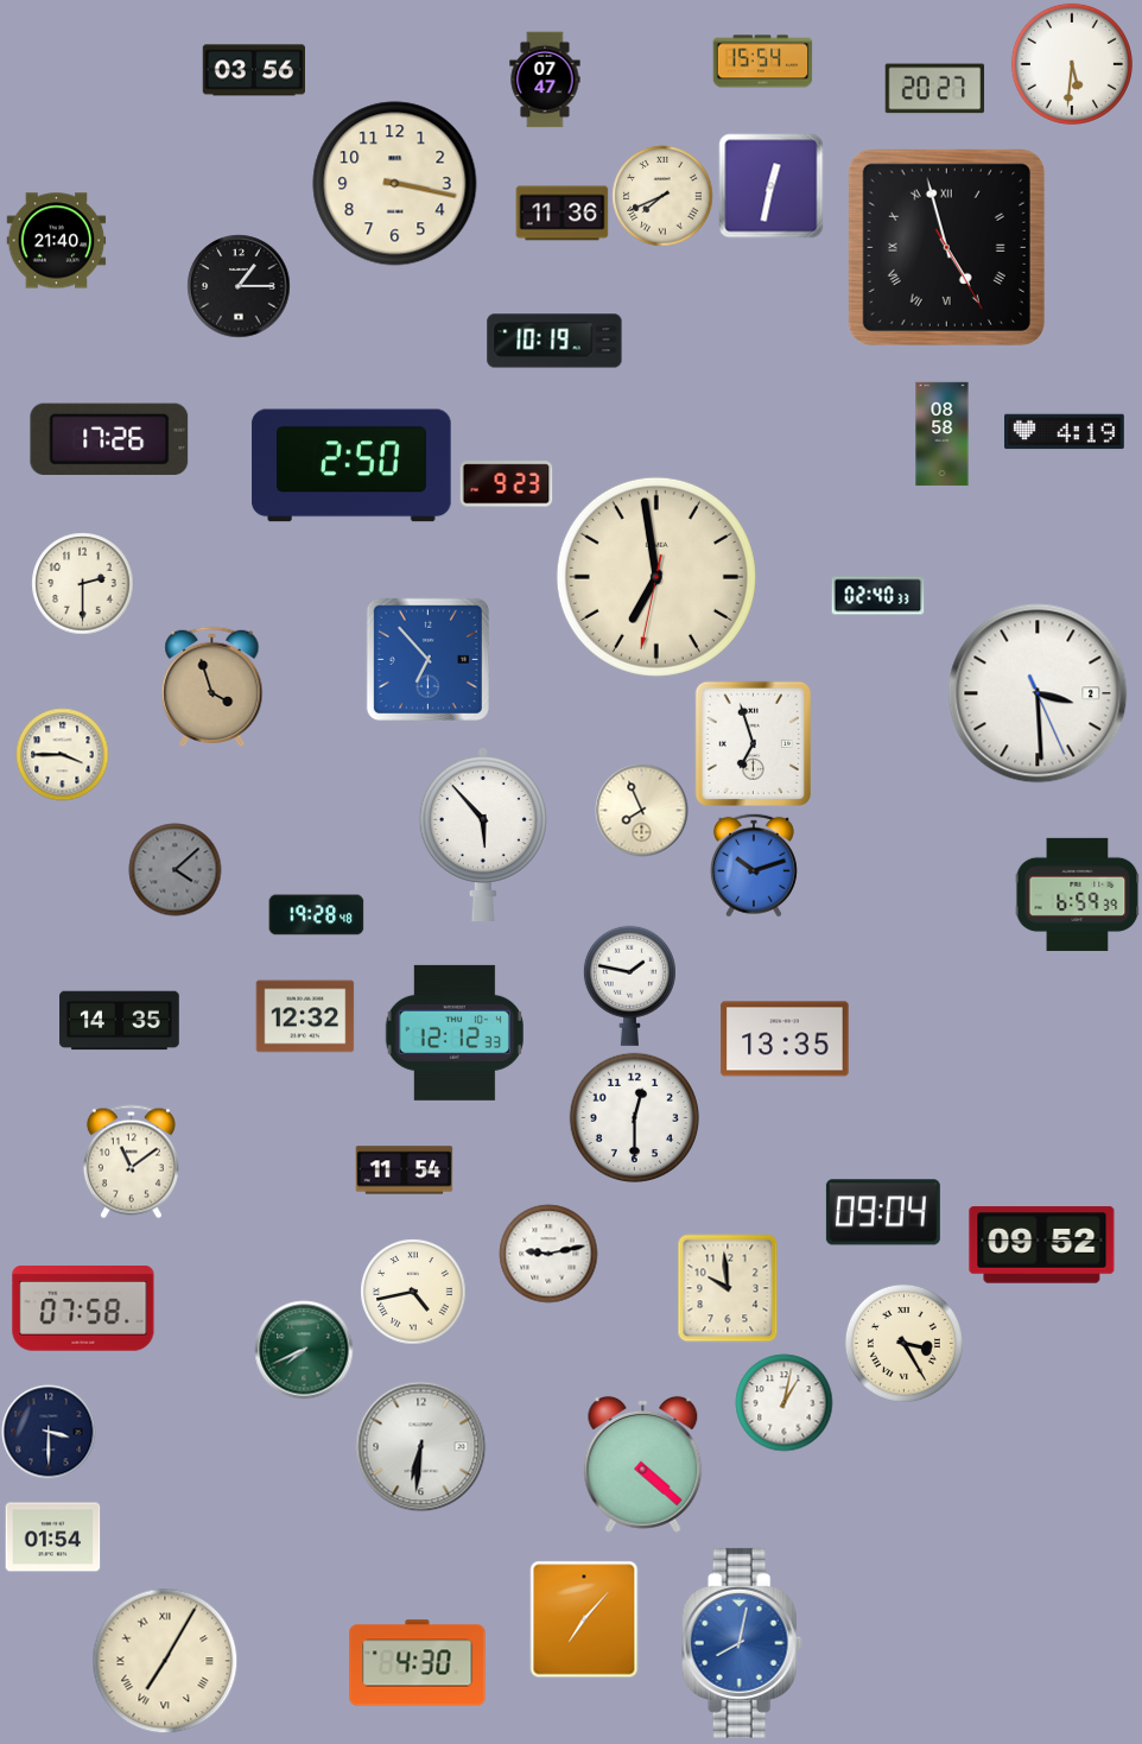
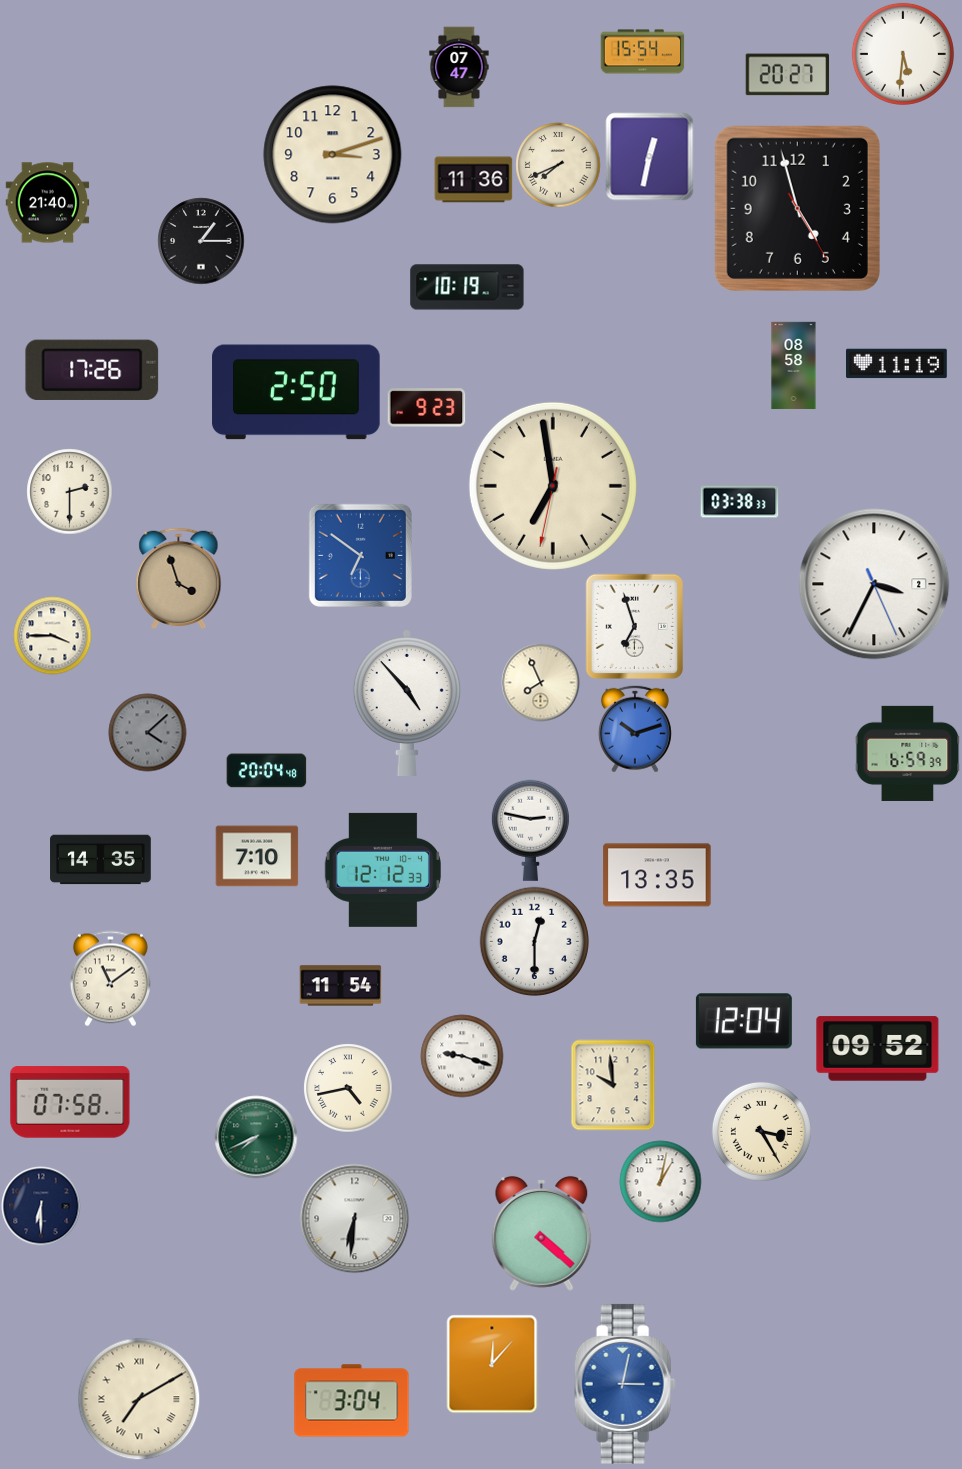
clock at (253, 70): 03:56 -> none
clock at (395, 184): 3:17 -> 3:12
clock at (946, 247) numerals: Roman -> Arabic
clock at (1065, 432): 4:19 -> 11:19
clock at (877, 596): 02:40 -> 03:38
clock at (427, 659): 6:53 -> 6:51
clock at (1038, 693): 3:29 -> 3:34
clock at (483, 833): 5:53 -> 4:53
clock at (316, 915): 19:28 -> 20:04
clock at (629, 985): 1:47 -> 2:47
clock at (305, 1016): 12:32 -> 7:10
clock at (785, 1039) position: (785, 1039) -> (657, 875)
clock at (883, 1212): 09:04 -> 12:04
clock at (548, 1254): 9:13 -> 9:18
clock at (49, 1432): 3:30 -> 6:30
clock at (52, 1537): 01:54 -> none
clock at (584, 1619): 7:07 -> 12:07
clock at (742, 1643): 8:02 -> 3:02
clock at (165, 1661): 7:05 -> 7:10
clock at (418, 1663): 4:30 -> 3:04
